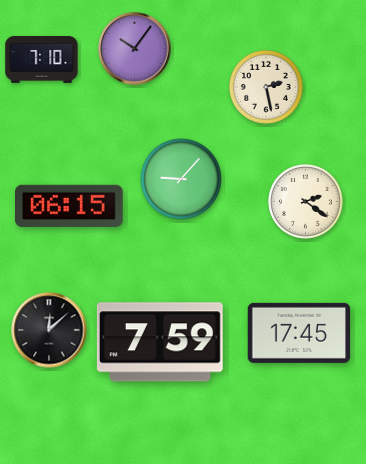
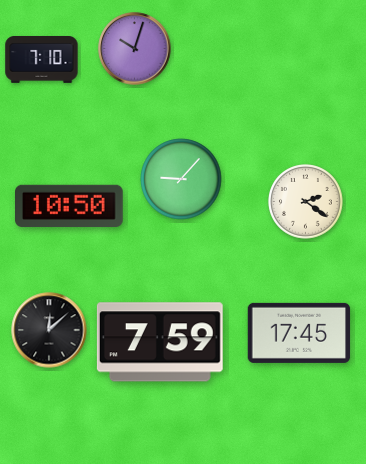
clock at (135, 49): 10:06 -> 10:03
clock at (266, 87): 2:28 -> none
clock at (70, 206): 06:15 -> 10:50
